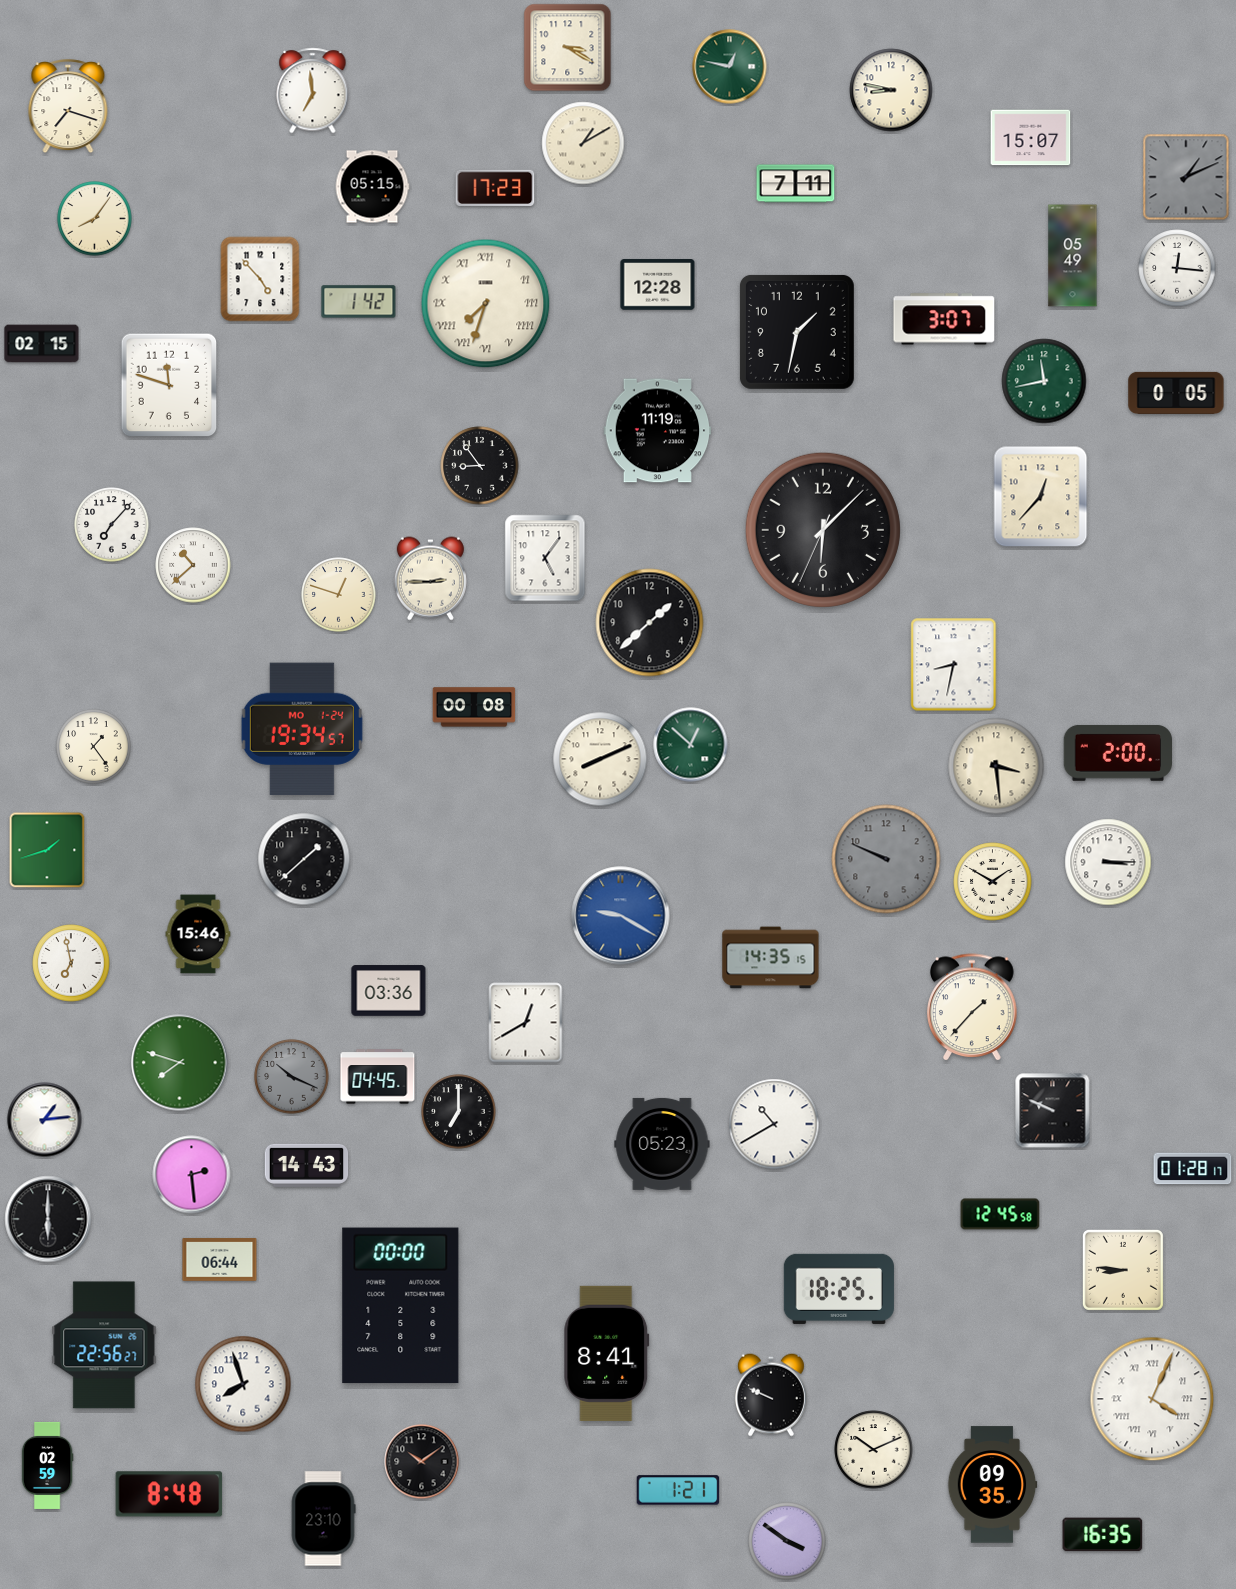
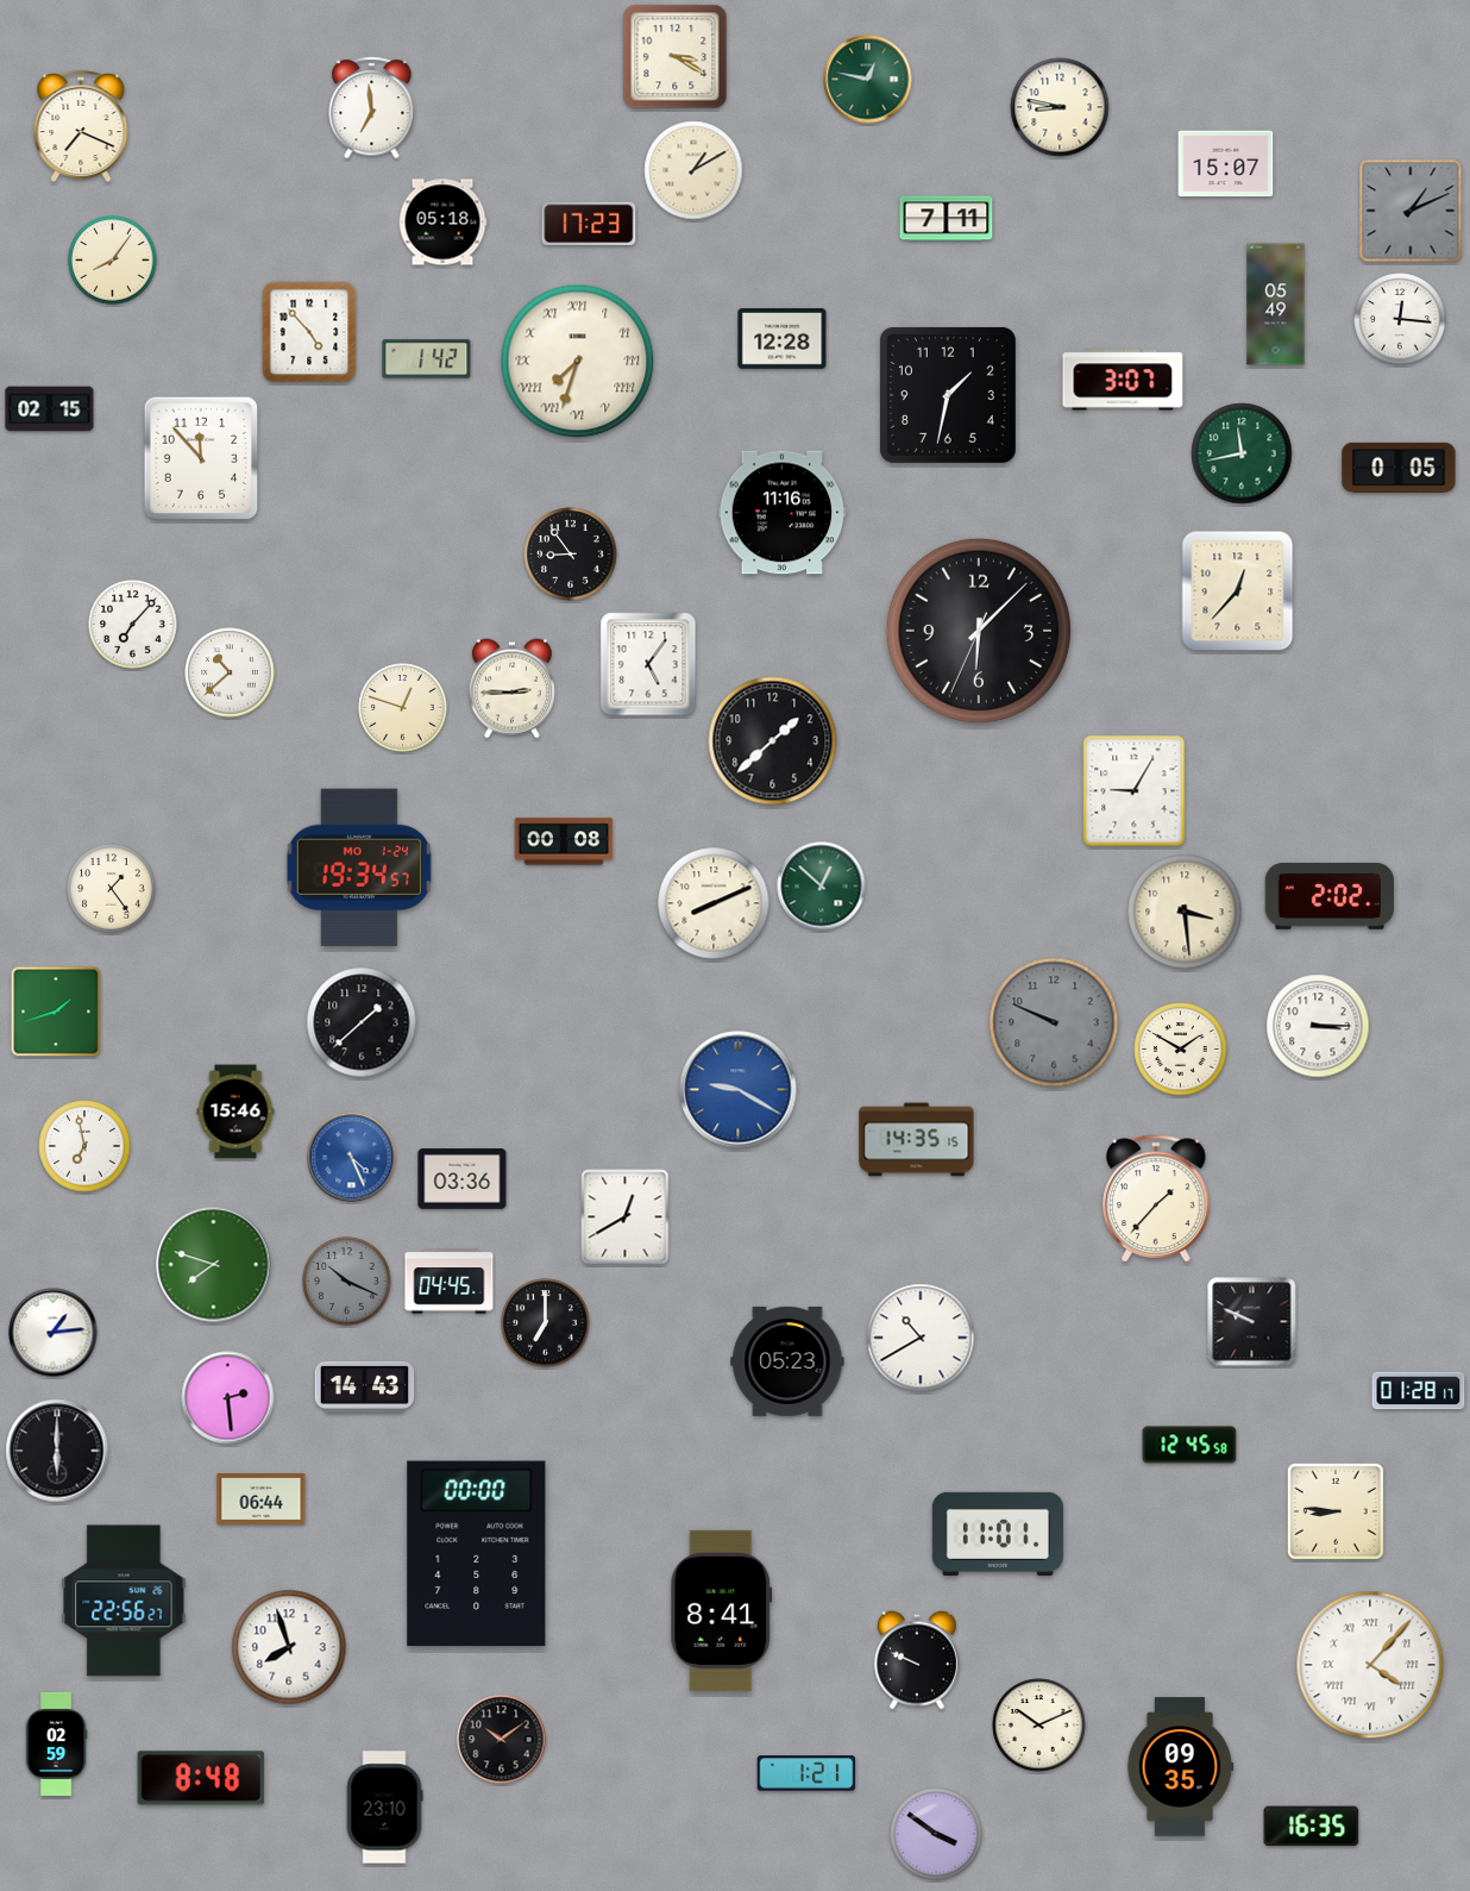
clock at (68, 107): 7:18 -> 7:19
clock at (372, 187): 05:15 -> 05:18
clock at (169, 385): 11:48 -> 11:53
clock at (658, 431): 11:19 -> 11:16
clock at (954, 665): 8:32 -> 9:05
clock at (1118, 753): 2:00 -> 2:02
clock at (352, 1158): none -> 4:26
clock at (839, 1289): 18:25 -> 11:01
clock at (1152, 1399): 4:04 -> 4:07
